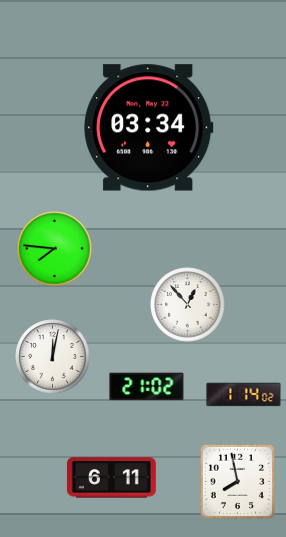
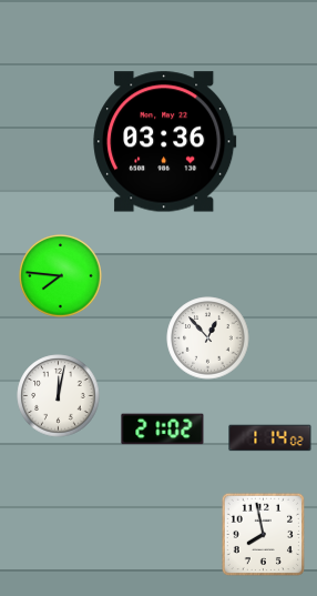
clock at (149, 128): 03:34 -> 03:36
clock at (111, 478): 6:11 -> none
